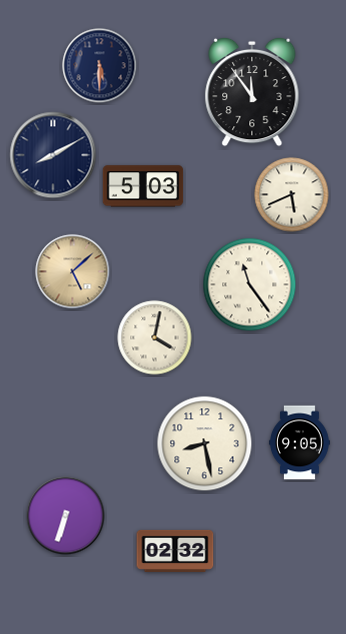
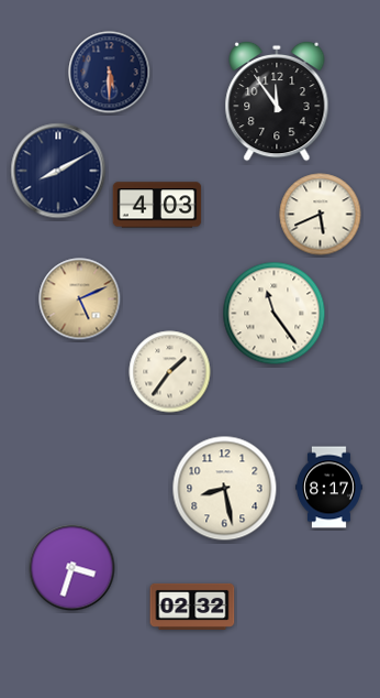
clock at (143, 186): 5:03 -> 4:03
clock at (73, 272): 5:08 -> 5:11
clock at (155, 338): 4:02 -> 1:36
clock at (300, 443): 9:05 -> 8:17
clock at (66, 516): 6:33 -> 3:33
